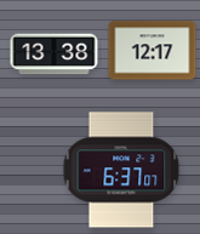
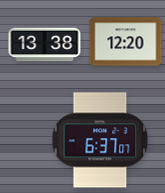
clock at (153, 51): 12:17 -> 12:20
